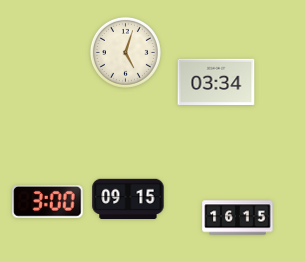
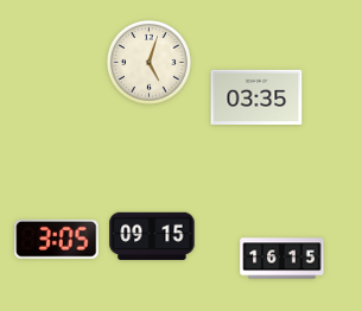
clock at (216, 81): 03:34 -> 03:35
clock at (48, 202): 3:00 -> 3:05
